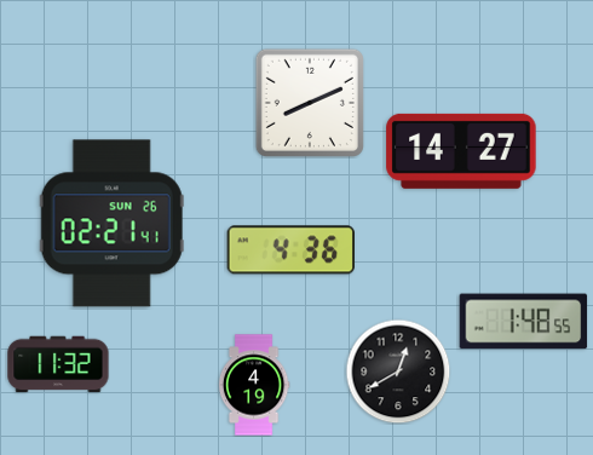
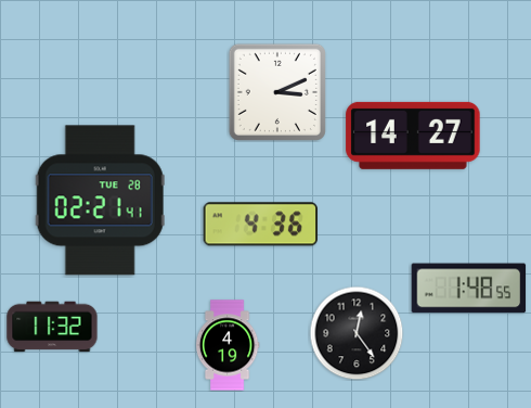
clock at (310, 103): 8:11 -> 3:11
clock at (111, 224) date: SUN 26 -> TUE 28
clock at (398, 372): 12:40 -> 12:24
